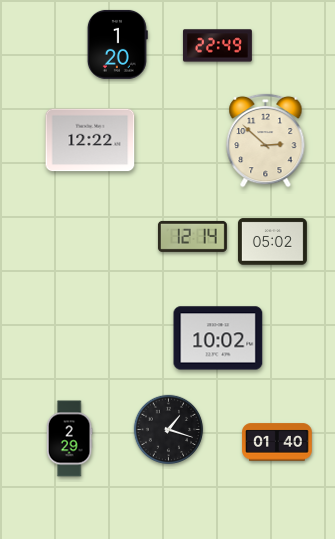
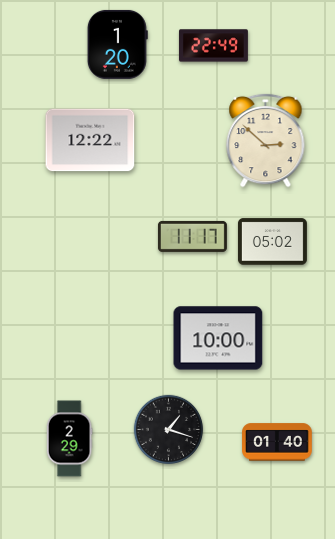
clock at (217, 46) position: (217, 46) -> (213, 46)
clock at (192, 236): 12:14 -> 11:17
clock at (218, 338): 10:02 -> 10:00
